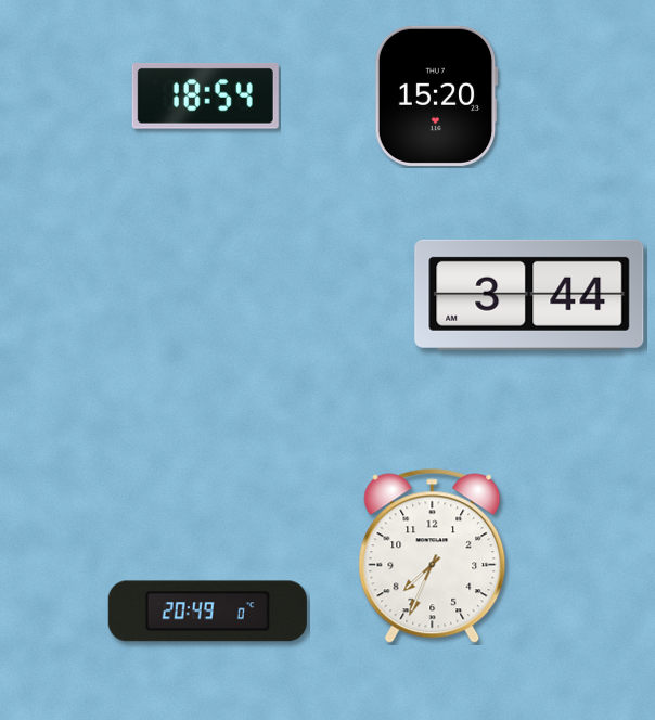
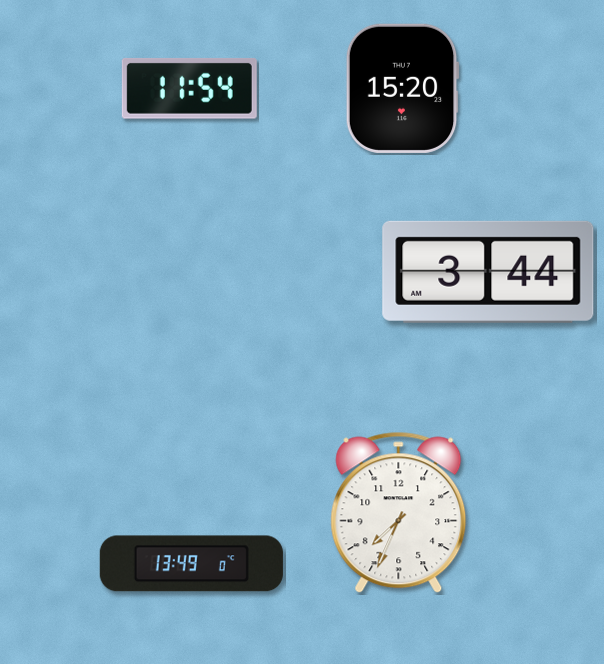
clock at (205, 97): 18:54 -> 11:54
clock at (207, 612): 20:49 -> 13:49
